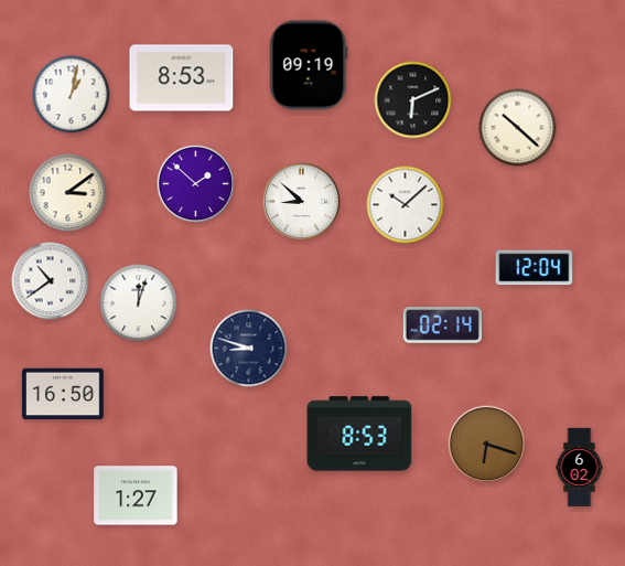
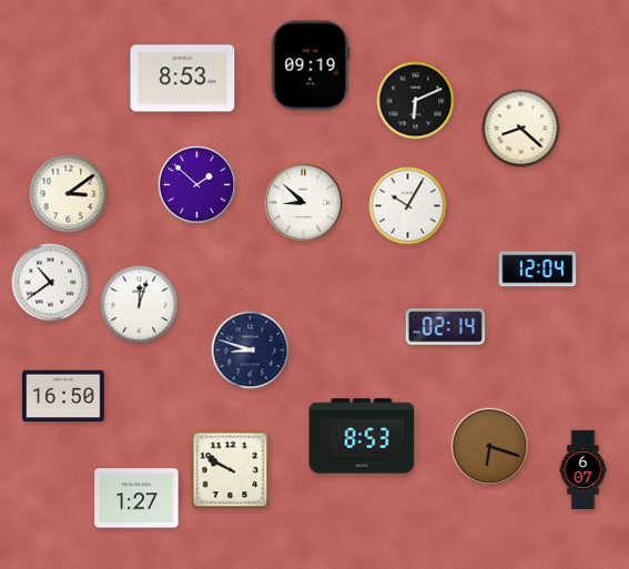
clock at (72, 95): 1:02 -> none
clock at (518, 128): 10:22 -> 8:22
clock at (406, 205): 10:08 -> 10:05
clock at (231, 470): none -> 9:50
clock at (580, 468): 6:02 -> 6:07
